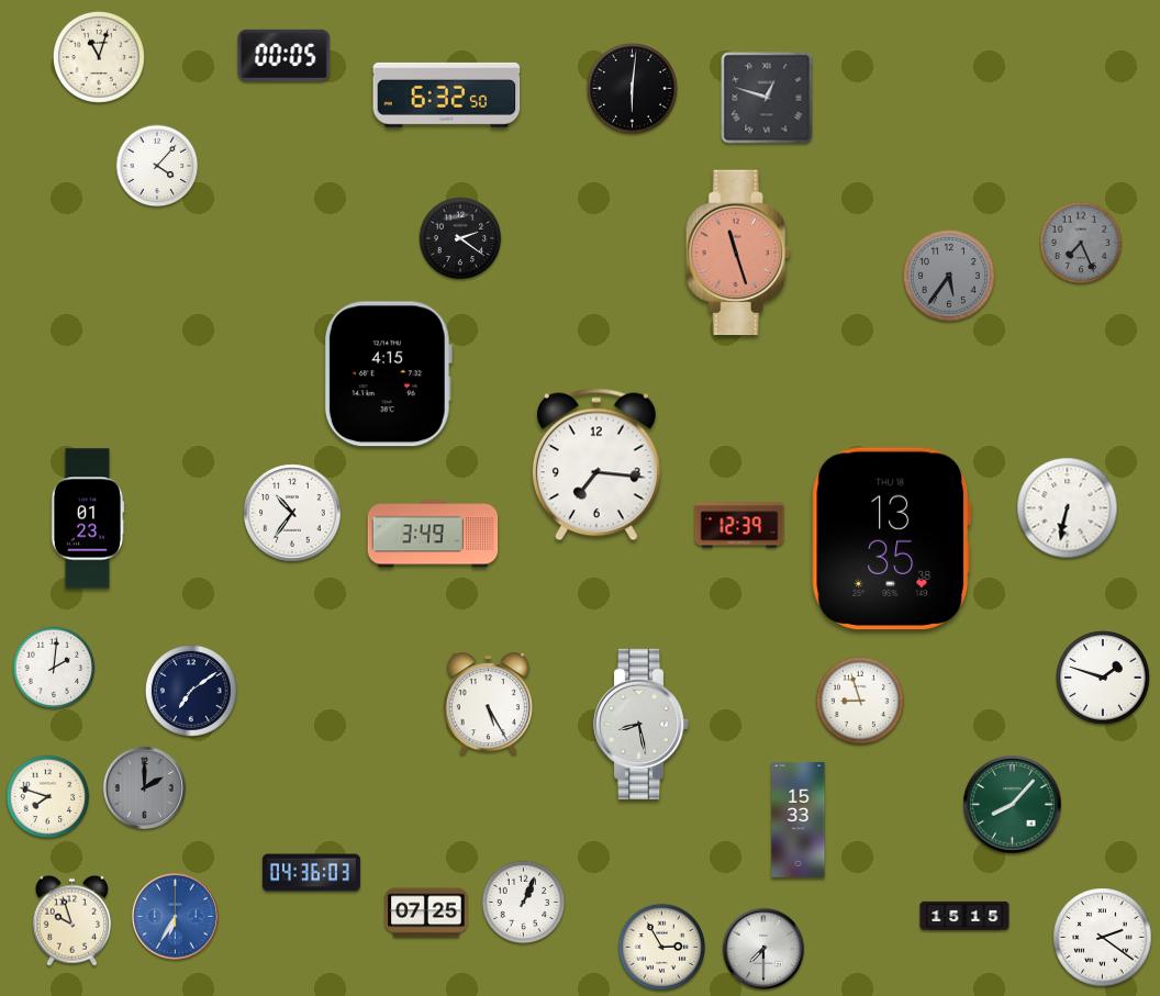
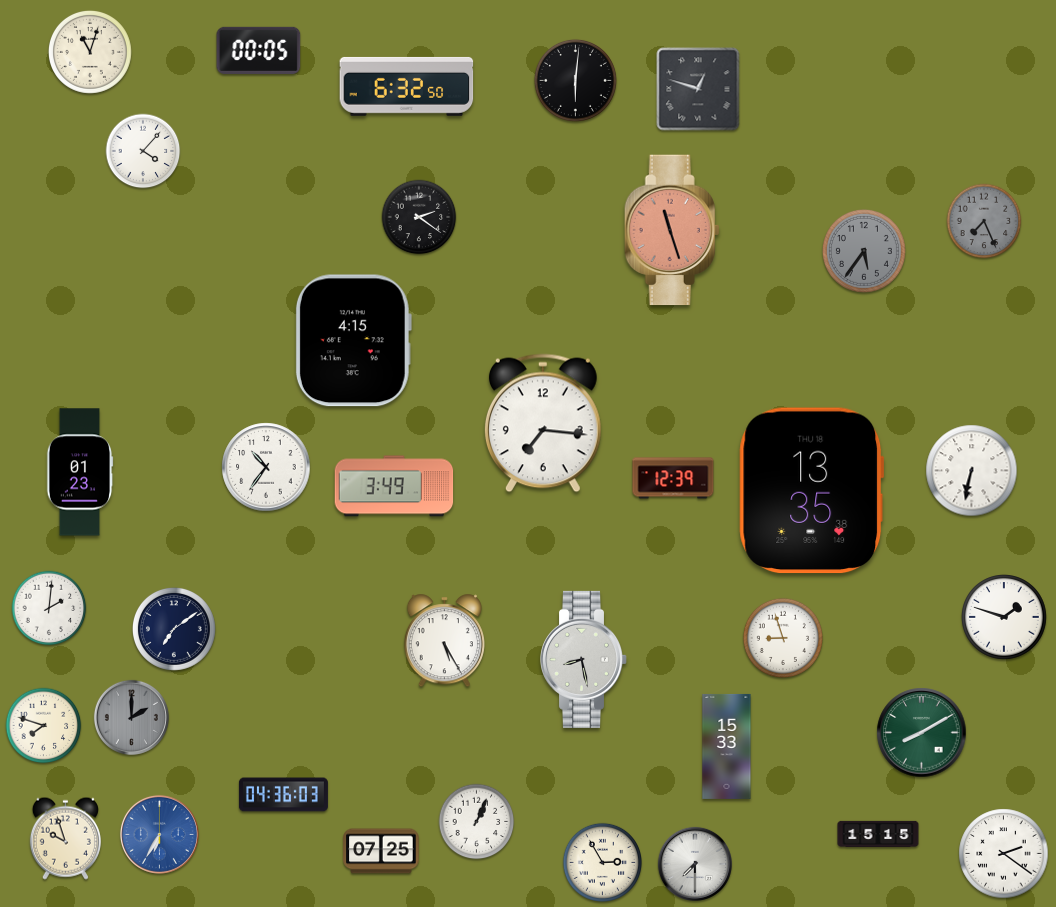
clock at (1068, 508) position: (1068, 508) -> (972, 471)
clock at (1013, 805): 8:07 -> 8:10
clock at (426, 913) position: (426, 913) -> (381, 851)
